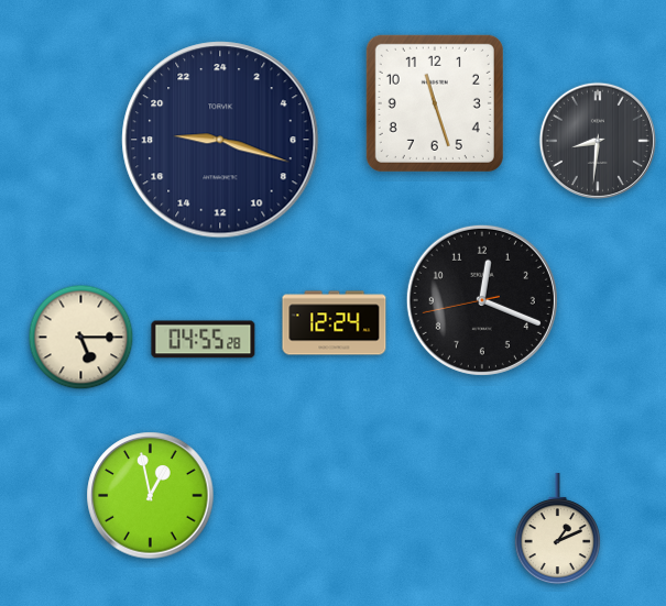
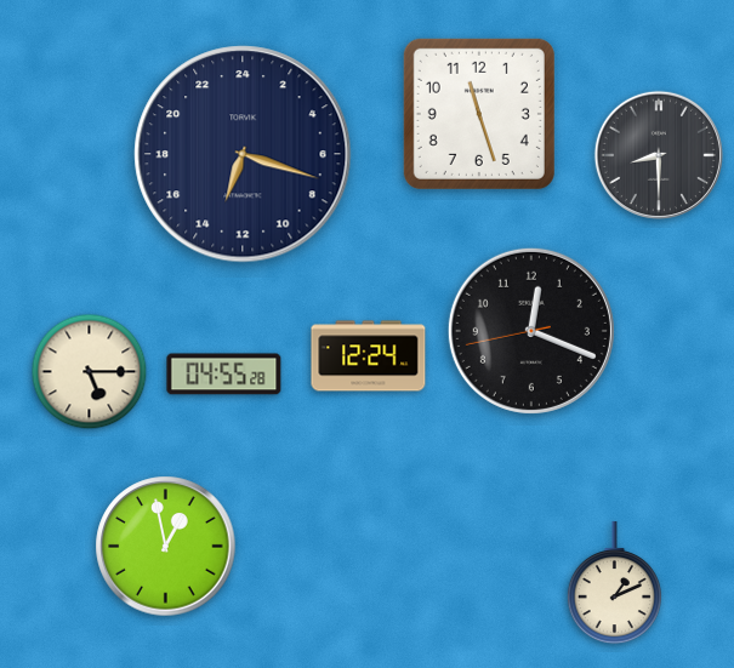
clock at (220, 140): 18:18 -> 13:18
clock at (598, 141): 8:31 -> 8:30
